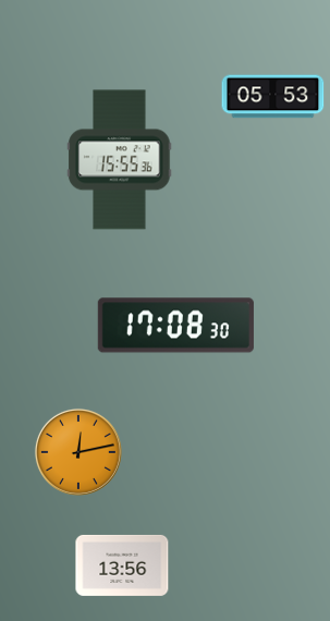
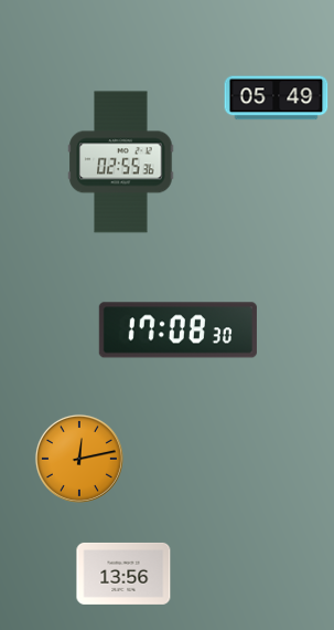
clock at (273, 97): 05:53 -> 05:49
clock at (120, 160): 15:55 -> 02:55
